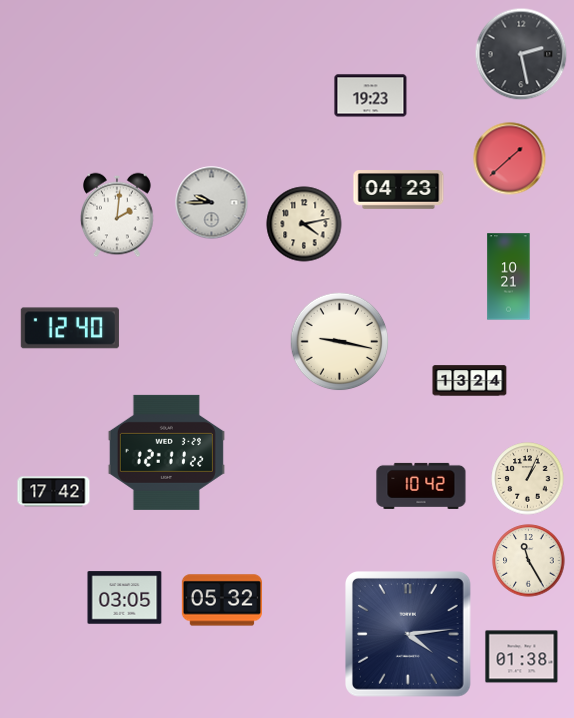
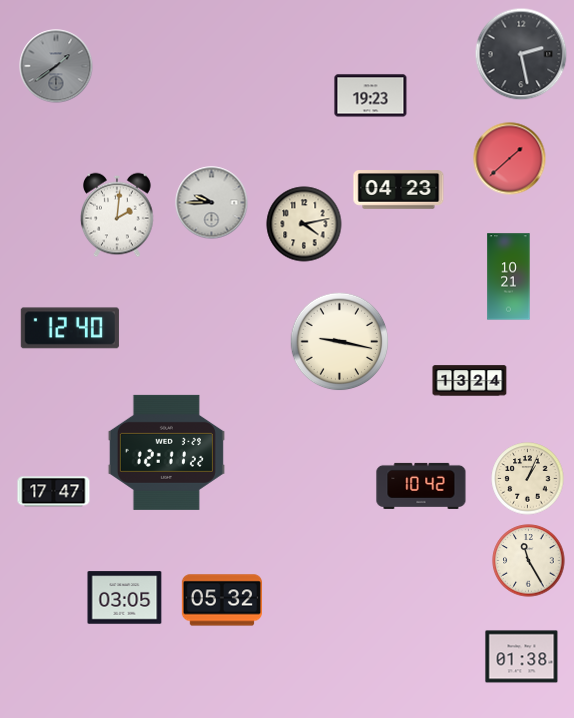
clock at (56, 66): none -> 1:39
clock at (54, 492): 17:42 -> 17:47
clock at (409, 635): 4:14 -> none
